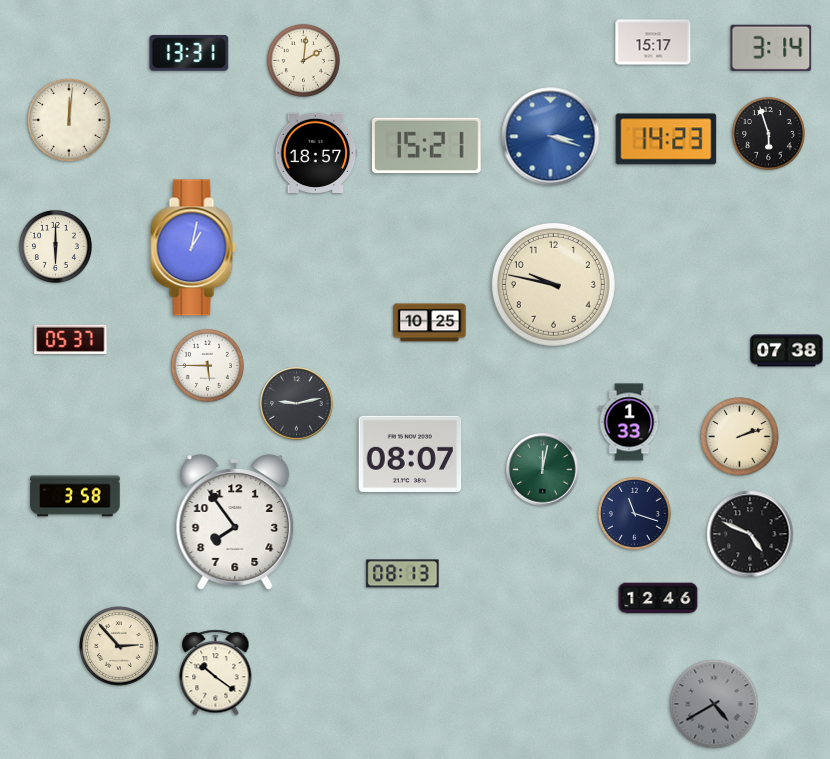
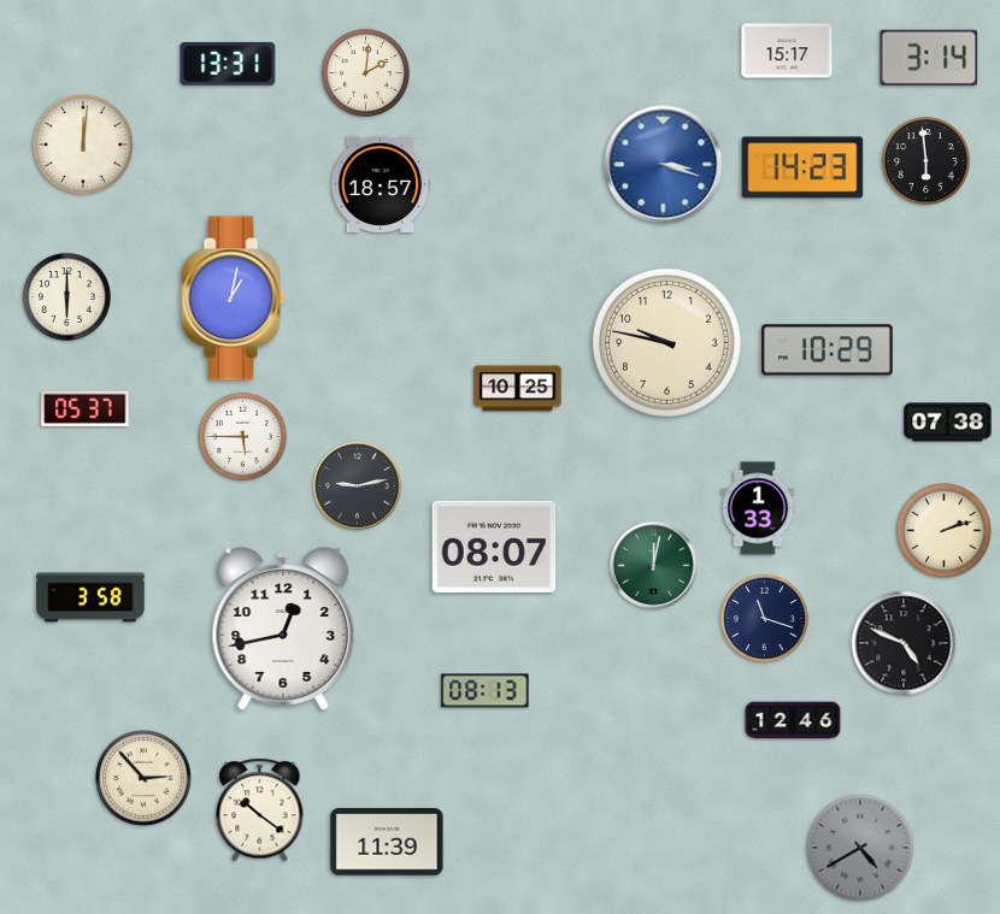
clock at (768, 133): 5:57 -> 5:59
clock at (427, 146): 15:21 -> none
clock at (828, 350): none -> 10:29
clock at (207, 365) position: (207, 365) -> (242, 436)
clock at (740, 437) position: (740, 437) -> (945, 531)
clock at (235, 522): 7:54 -> 12:43
clock at (387, 842): none -> 11:39
